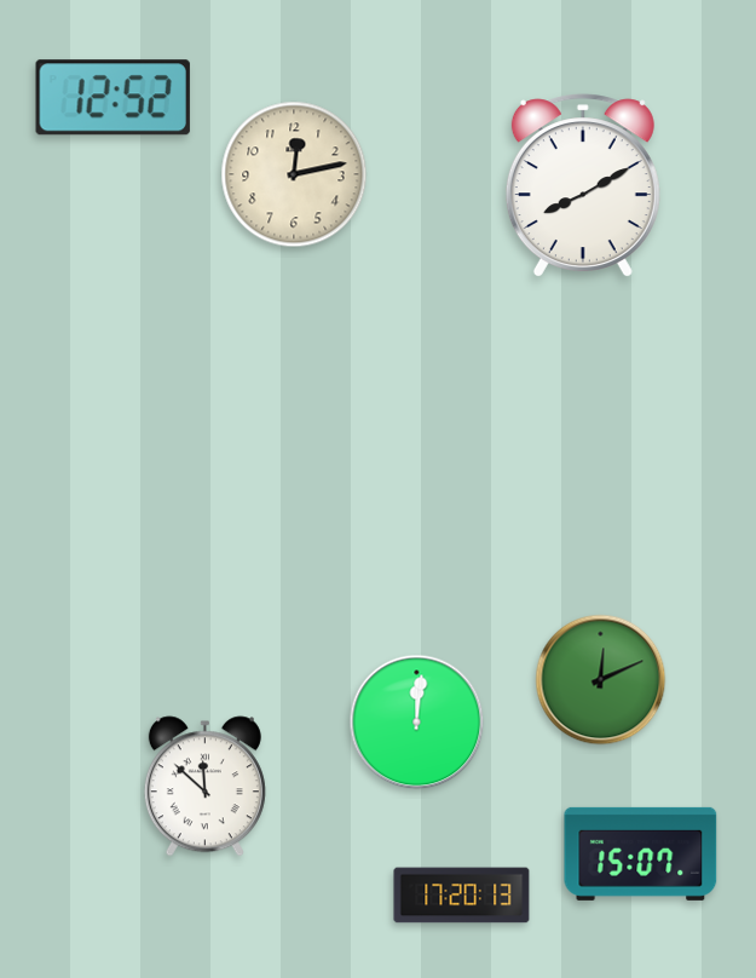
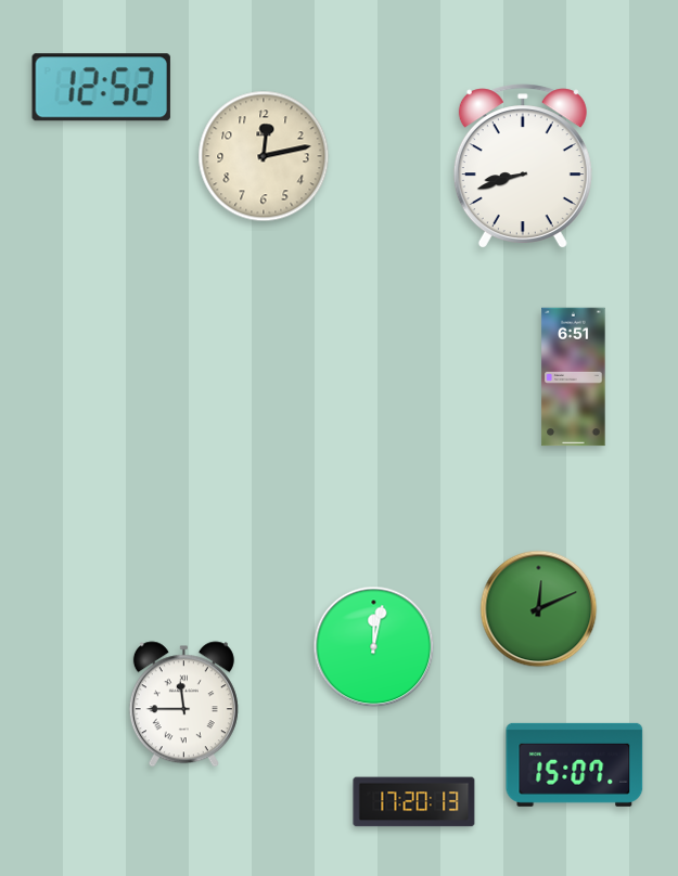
clock at (583, 185): 8:10 -> 8:42
clock at (574, 377): none -> 6:51
clock at (417, 723): 12:01 -> 12:02
clock at (204, 787): 11:52 -> 11:45
